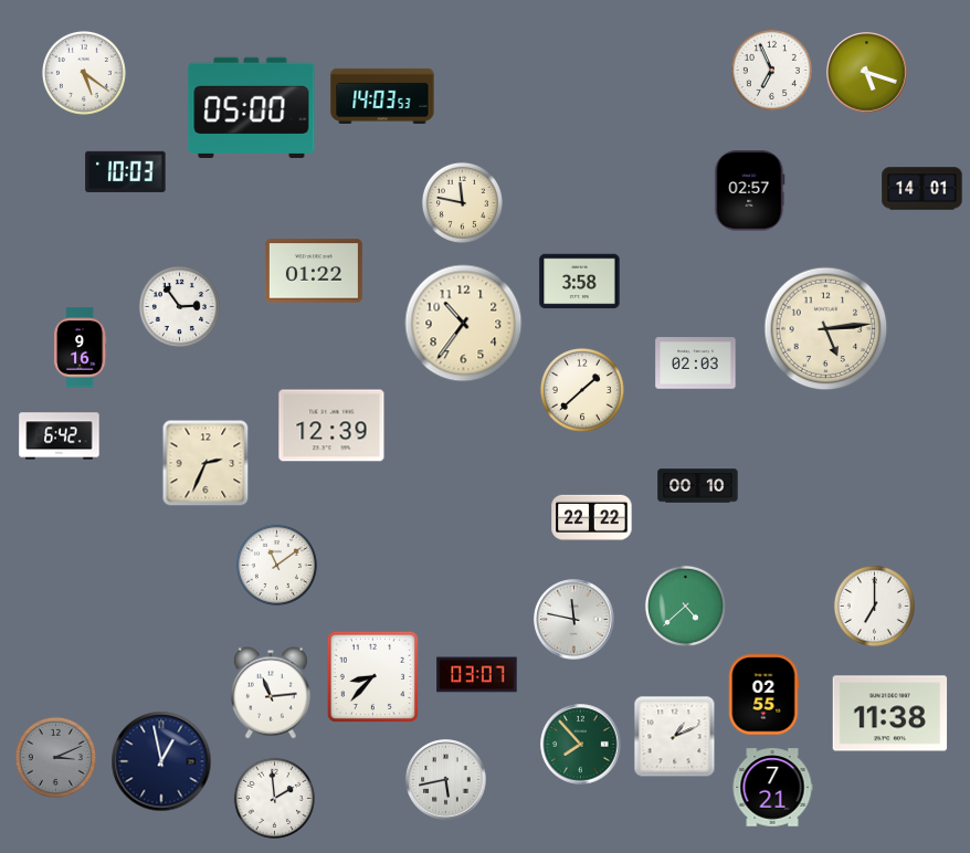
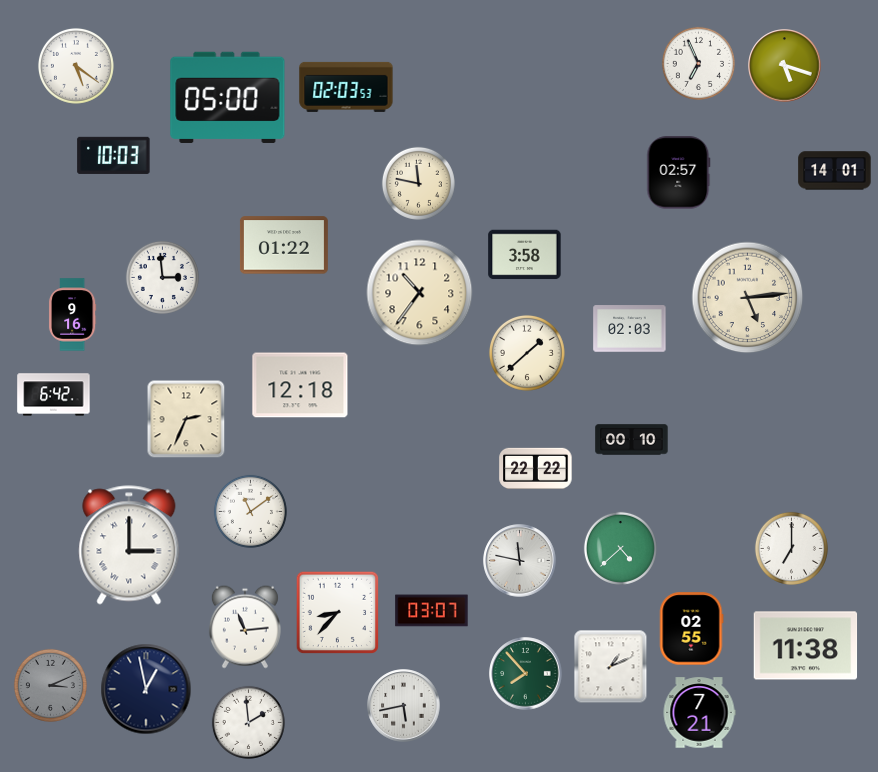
clock at (382, 96): 14:03 -> 02:03
clock at (179, 306): 2:54 -> 2:59
clock at (331, 425): 12:39 -> 12:18
clock at (129, 545): none -> 3:00
